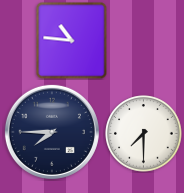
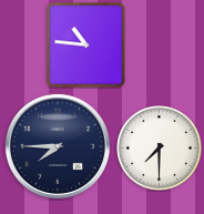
clock at (72, 40) position: (72, 40) -> (86, 44)
